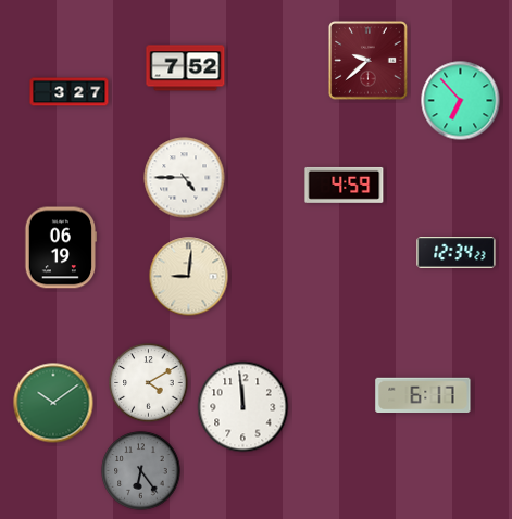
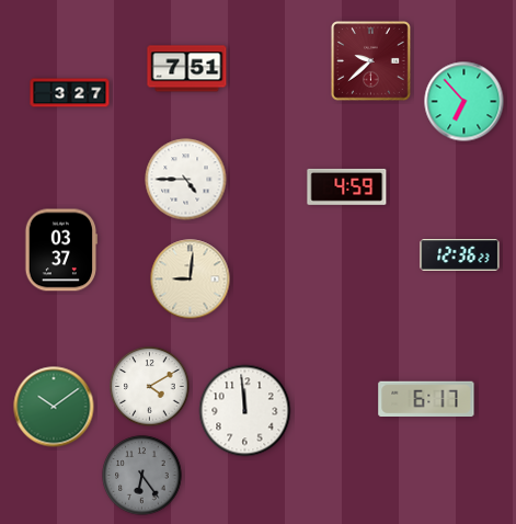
clock at (186, 68): 7:52 -> 7:51
clock at (61, 248): 06:19 -> 03:37
clock at (457, 253): 12:34 -> 12:36
